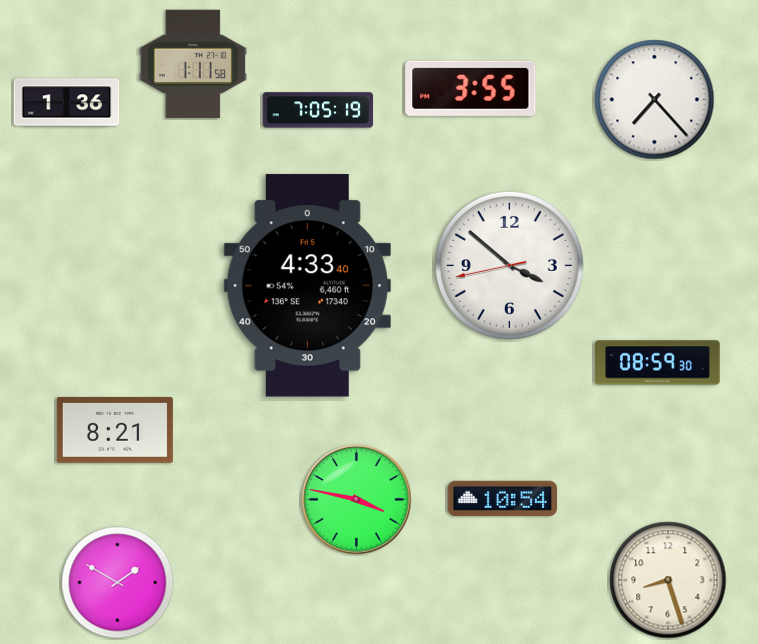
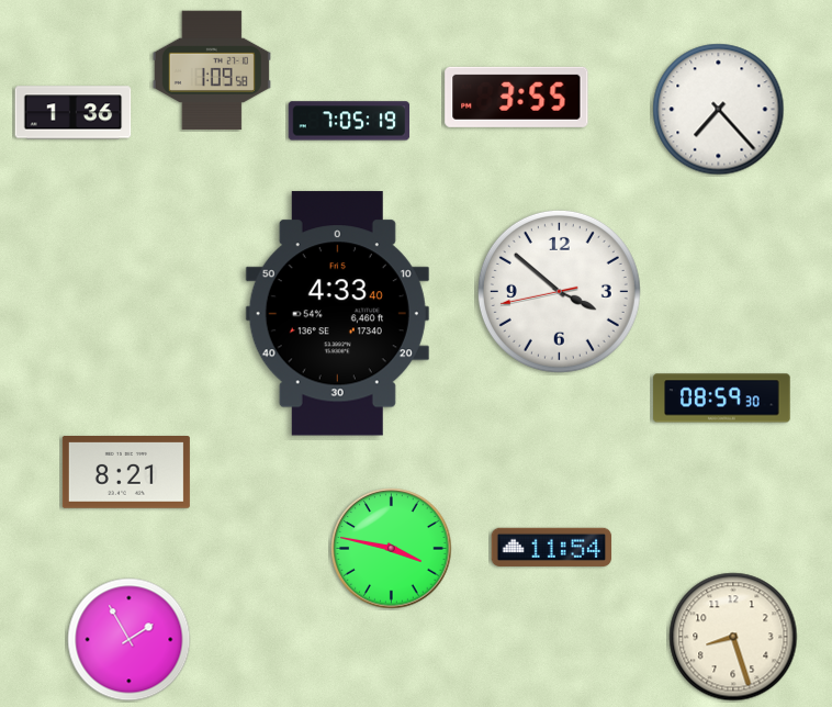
clock at (193, 64): 1:11 -> 1:09
clock at (503, 498): 10:54 -> 11:54
clock at (118, 583): 1:50 -> 1:55
